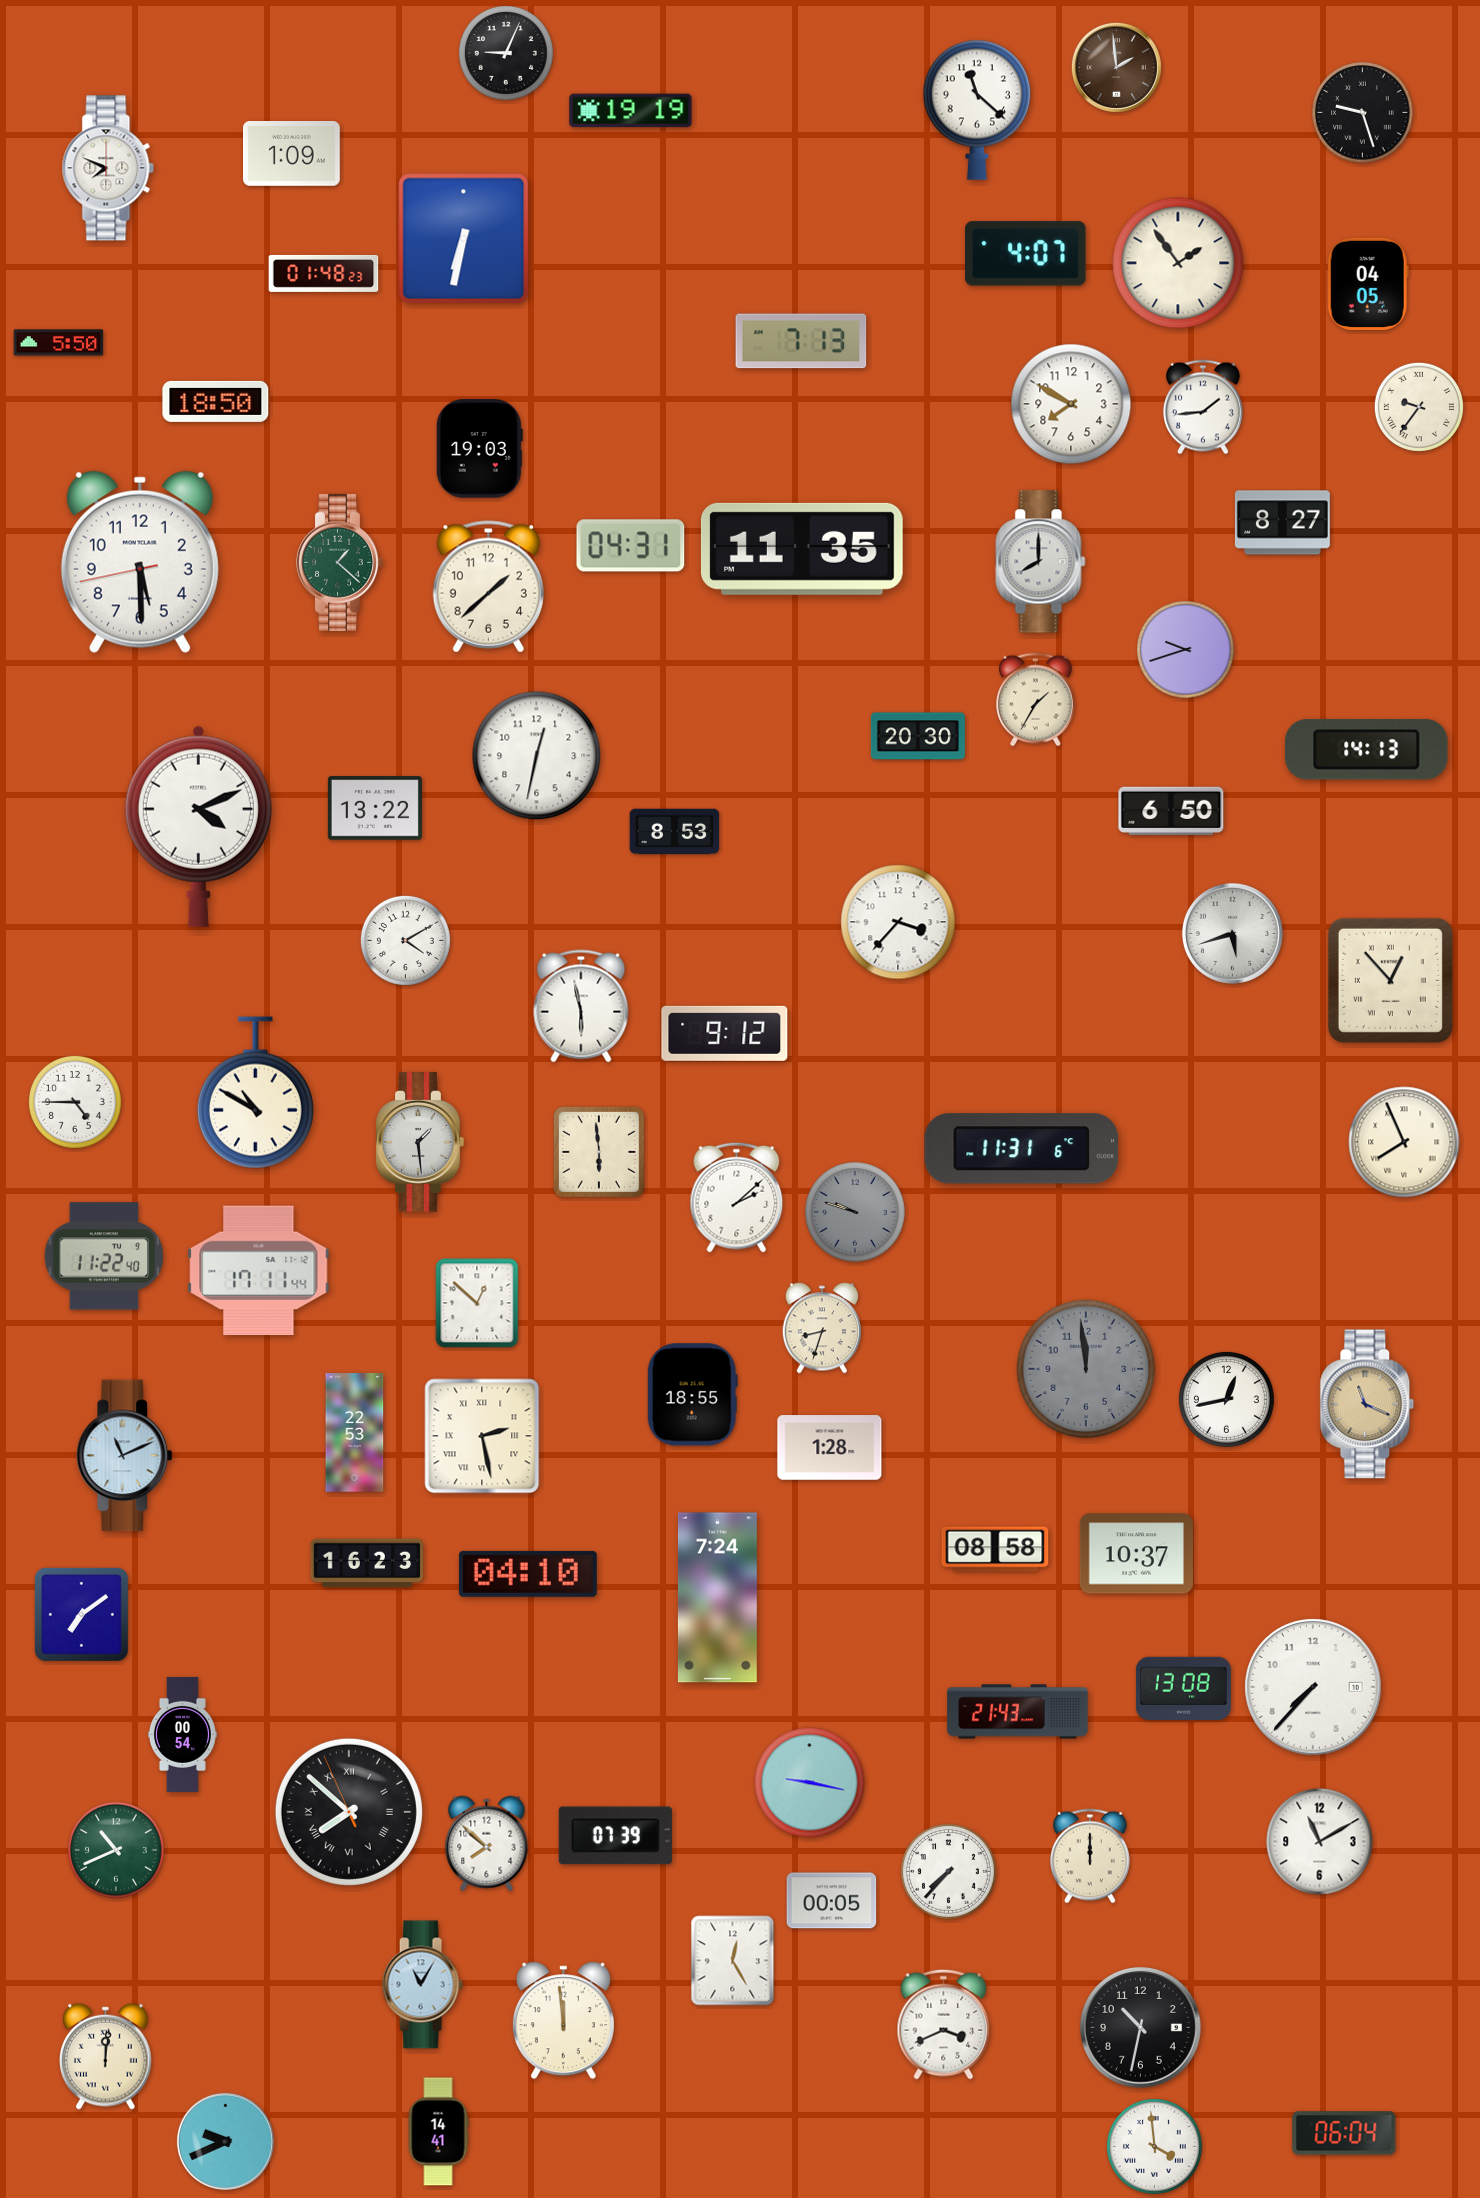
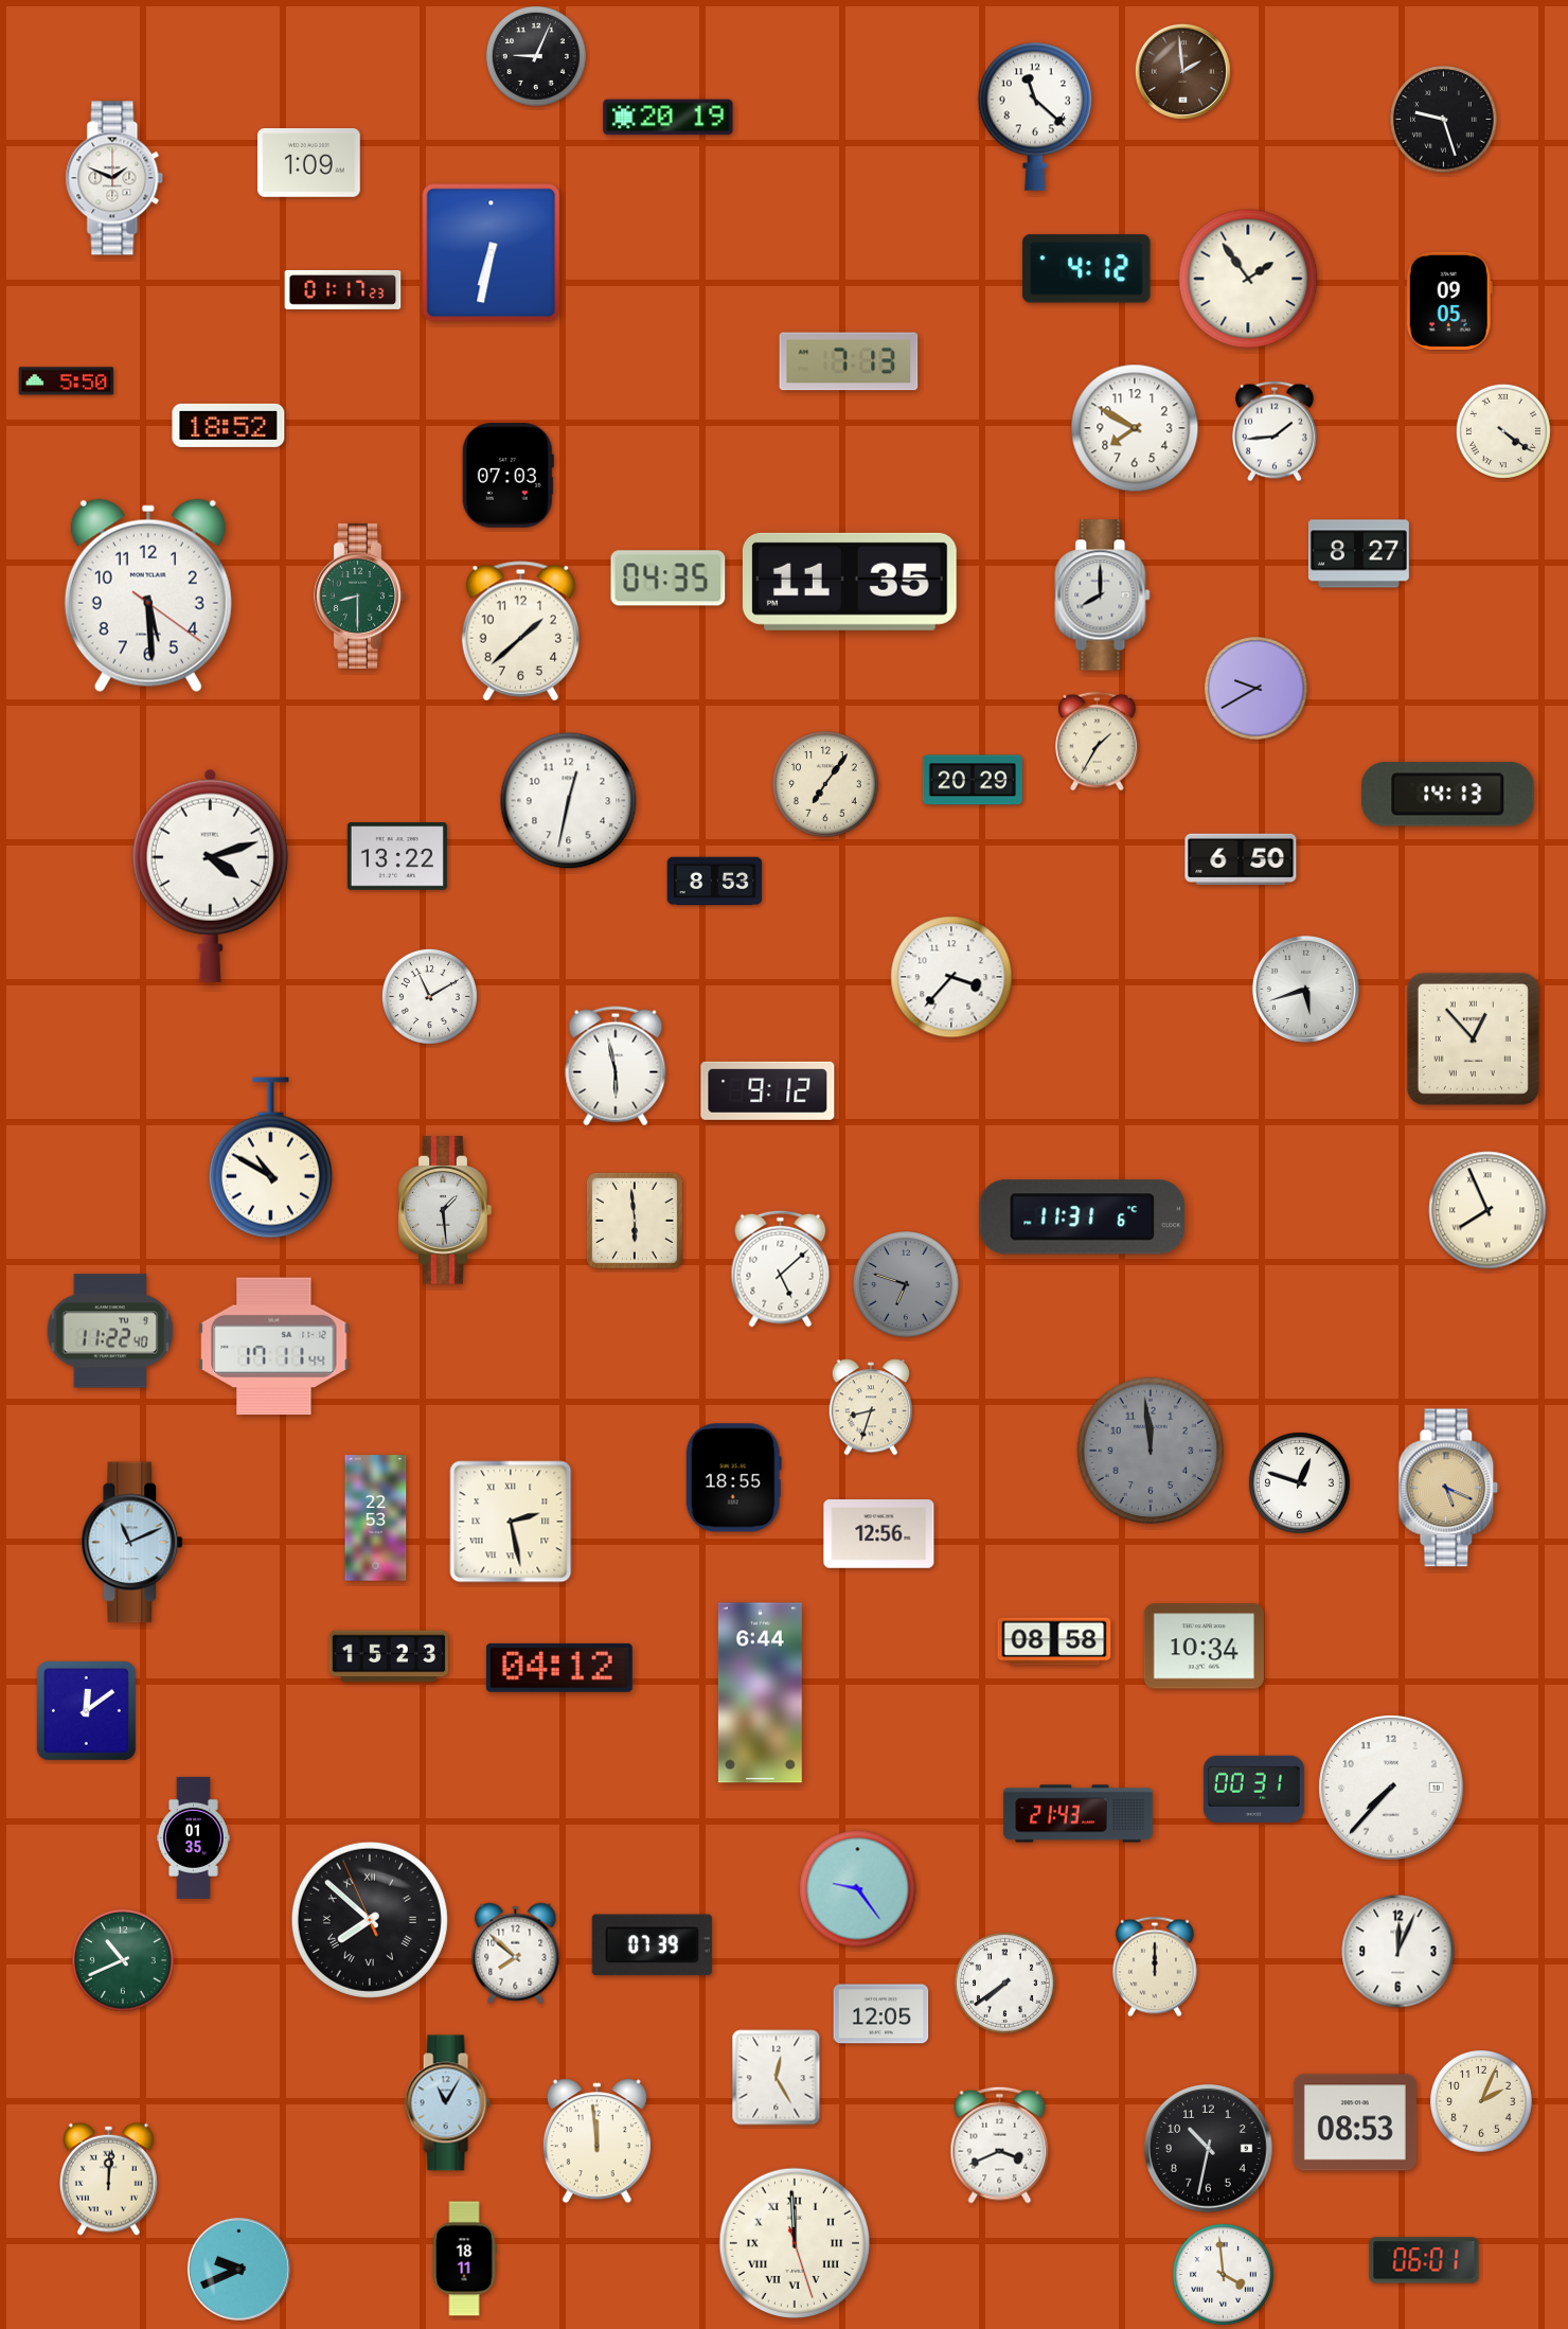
clock at (631, 111): 19:19 -> 20:19
clock at (108, 168): 7:49 -> 1:49
clock at (1026, 254): 4:07 -> 4:12
clock at (324, 273): 01:48 -> 01:17
clock at (1368, 284): 04:05 -> 09:05
clock at (59, 343) position: (59, 343) -> (67, 381)
clock at (216, 401): 18:50 -> 18:52
clock at (1419, 407): 9:36 -> 4:21
clock at (479, 449): 19:03 -> 07:03
clock at (631, 546): 04:31 -> 04:35
clock at (140, 562): 5:29:43 -> 5:29:21
clock at (340, 562): 1:22 -> 8:30
clock at (488, 587) position: (488, 587) -> (520, 632)
clock at (1186, 650): 9:42 -> 9:40
clock at (918, 736): 20:30 -> 20:29
clock at (825, 784): none -> 7:06
clock at (198, 826): 4:11 -> 4:12
clock at (405, 940): 4:10 -> 11:10
clock at (725, 1033) position: (725, 1033) -> (768, 1090)
clock at (75, 1102): 4:45 -> none
clock at (737, 1197): 2:08 -> 5:08
clock at (855, 1212): 9:48 -> 6:48
clock at (477, 1303): 12:52 -> none
clock at (1226, 1399): 12:43 -> 12:48
clock at (1367, 1404): 11:19 -> 5:19
clock at (830, 1448): 1:28 -> 12:56
clock at (1136, 1554): 10:37 -> 10:34
clock at (367, 1563): 16:23 -> 15:23
clock at (528, 1574): 04:10 -> 04:12
clock at (717, 1598): 7:24 -> 6:44
clock at (81, 1614): 7:09 -> 12:09
clock at (1183, 1688): 13:08 -> 00:31
clock at (182, 1734): 00:54 -> 01:35
clock at (810, 1783): 9:17 -> 9:24
clock at (1320, 1842): 11:10 -> 12:04
clock at (948, 1871): 7:37 -> 7:39
clock at (832, 1901): 00:05 -> 12:05
clock at (1482, 2102): none -> 2:04
clock at (1355, 2122): none -> 08:53
clock at (106, 2056) position: (106, 2056) -> (109, 2179)
clock at (794, 2242): none -> 11:59
clock at (438, 2132): 14:41 -> 18:11
clock at (1344, 2133): 06:04 -> 06:01
